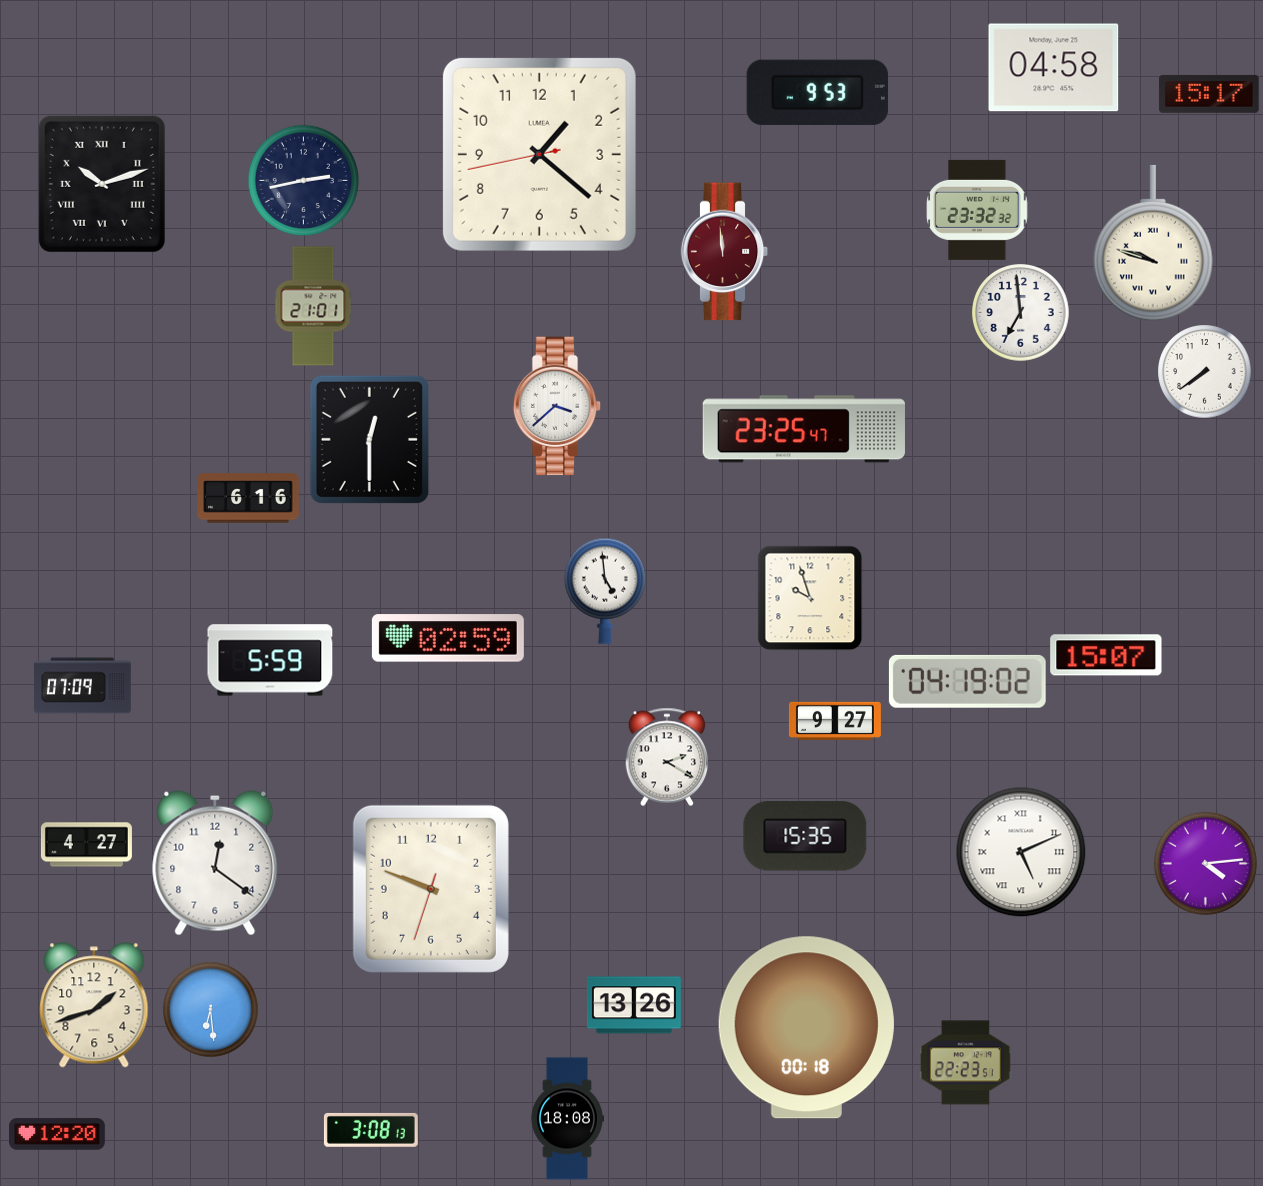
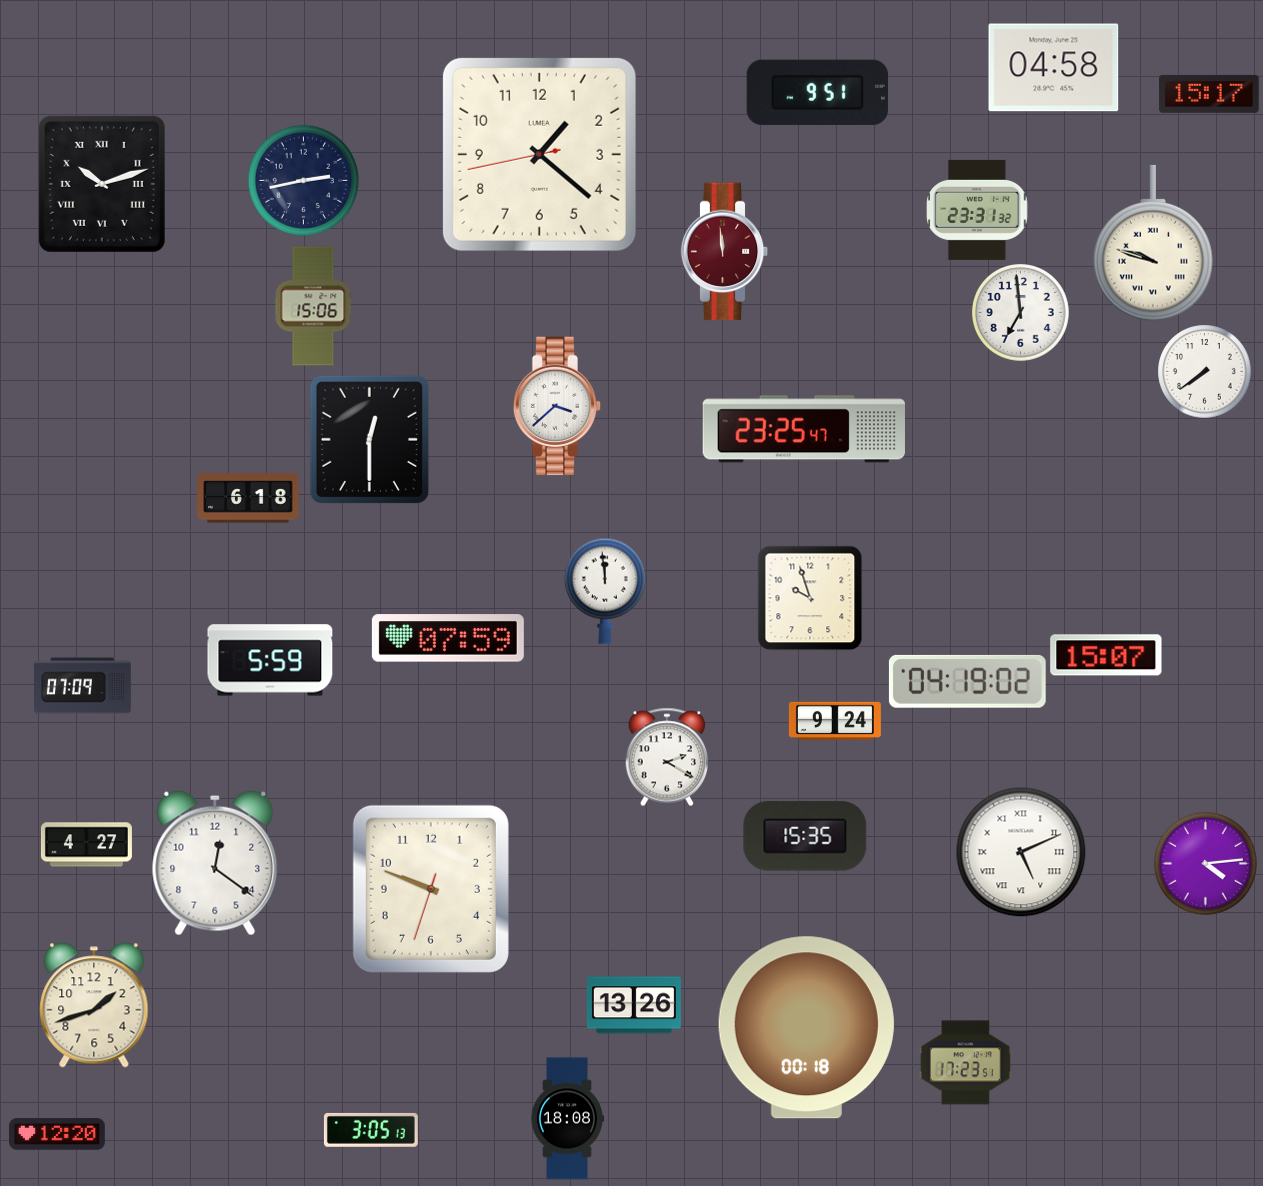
clock at (817, 92): 9:53 -> 9:51
clock at (977, 210): 23:32 -> 23:31
clock at (313, 306): 21:01 -> 15:06
clock at (248, 498): 6:16 -> 6:18
clock at (605, 591): 4:59 -> 11:59
clock at (448, 638): 02:59 -> 07:59
clock at (835, 721): 9:27 -> 9:24
clock at (210, 1009): 6:29 -> none
clock at (965, 1063): 22:23 -> 17:23
clock at (371, 1130): 3:08 -> 3:05
